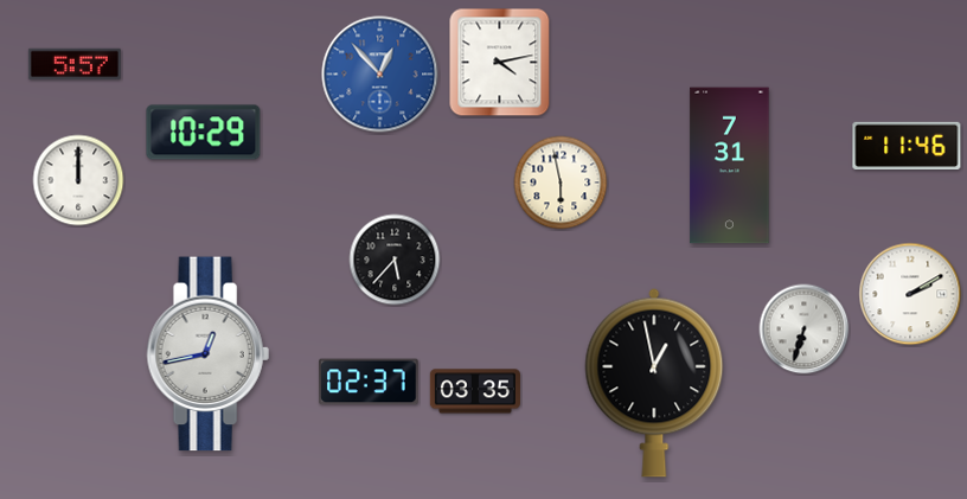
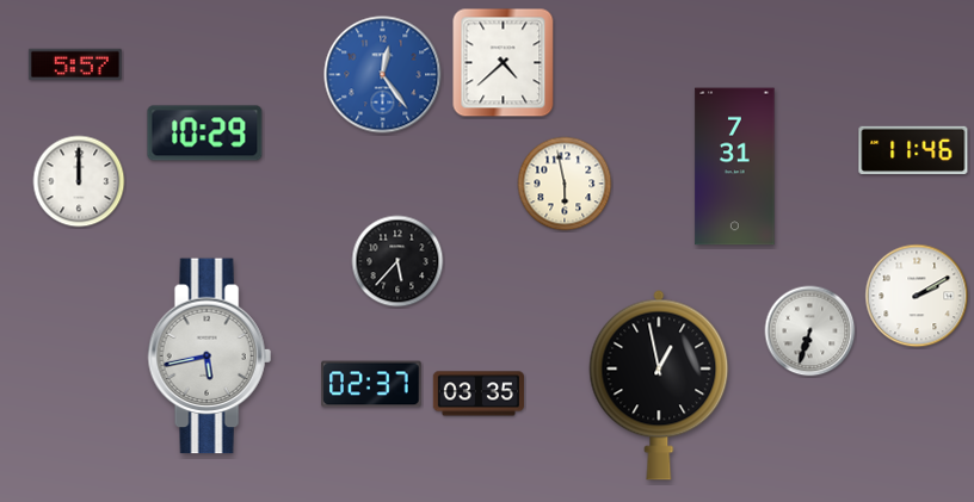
clock at (500, 63): 4:13 -> 4:38
clock at (380, 75): 12:53 -> 12:24
clock at (907, 145) position: (907, 145) -> (913, 149)
clock at (207, 354): 12:43 -> 5:43
